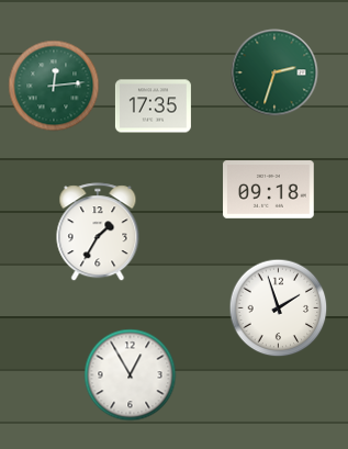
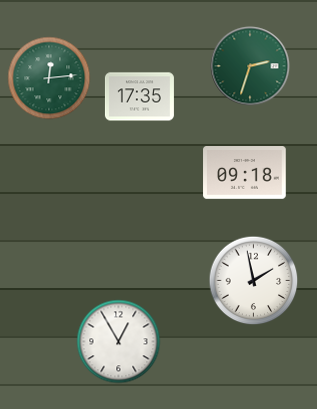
clock at (98, 233): 1:35 -> none
clock at (279, 308): 1:57 -> 1:58
